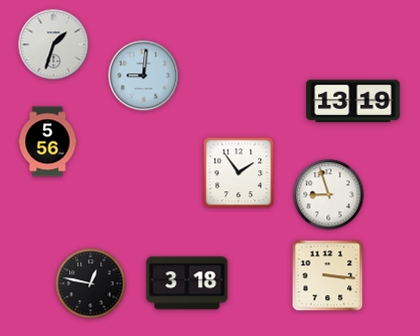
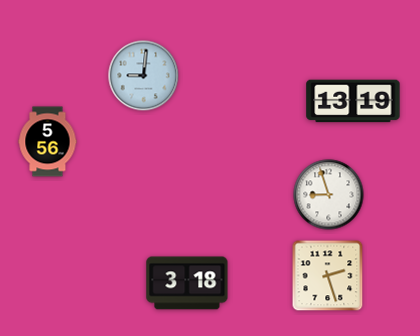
clock at (54, 45): 1:33 -> none
clock at (239, 173): 1:54 -> none
clock at (328, 276): 3:16 -> 2:27
clock at (91, 284): 12:47 -> none
